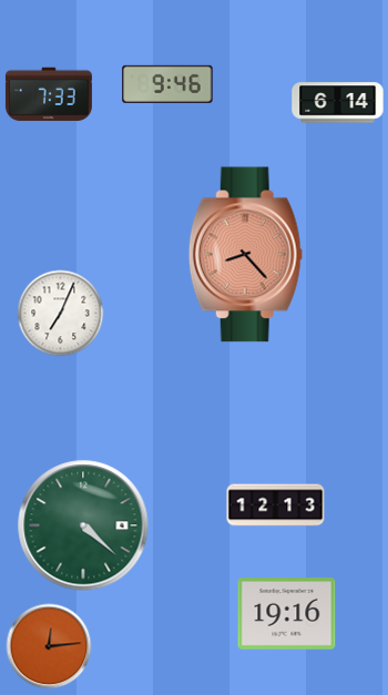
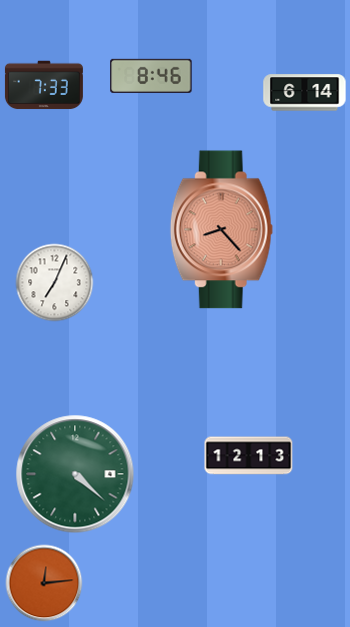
clock at (167, 84): 9:46 -> 8:46
clock at (287, 614): 19:16 -> none
